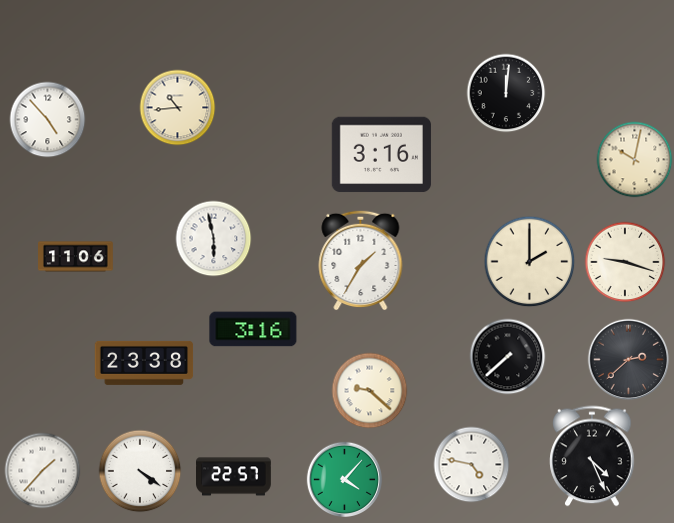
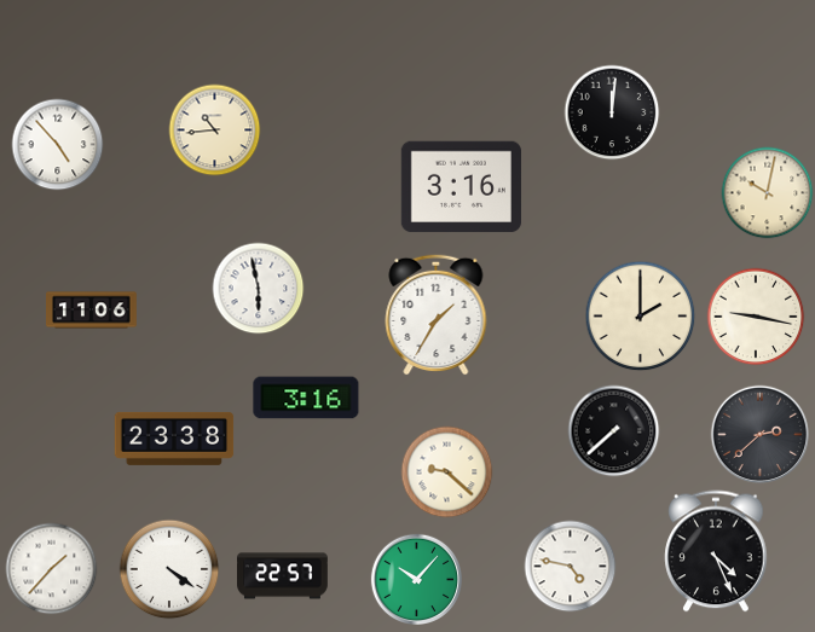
clock at (625, 262): 9:18 -> 9:17
clock at (472, 465) position: (472, 465) -> (571, 567)
clock at (344, 479): 4:07 -> 10:07
